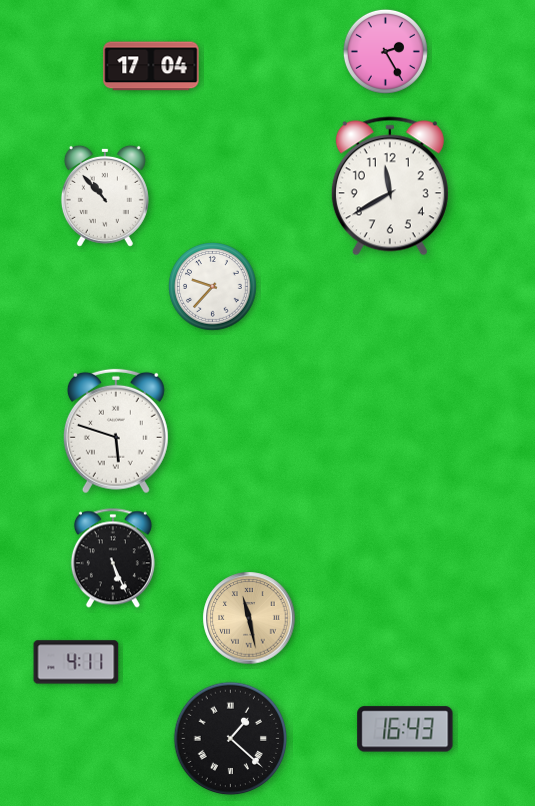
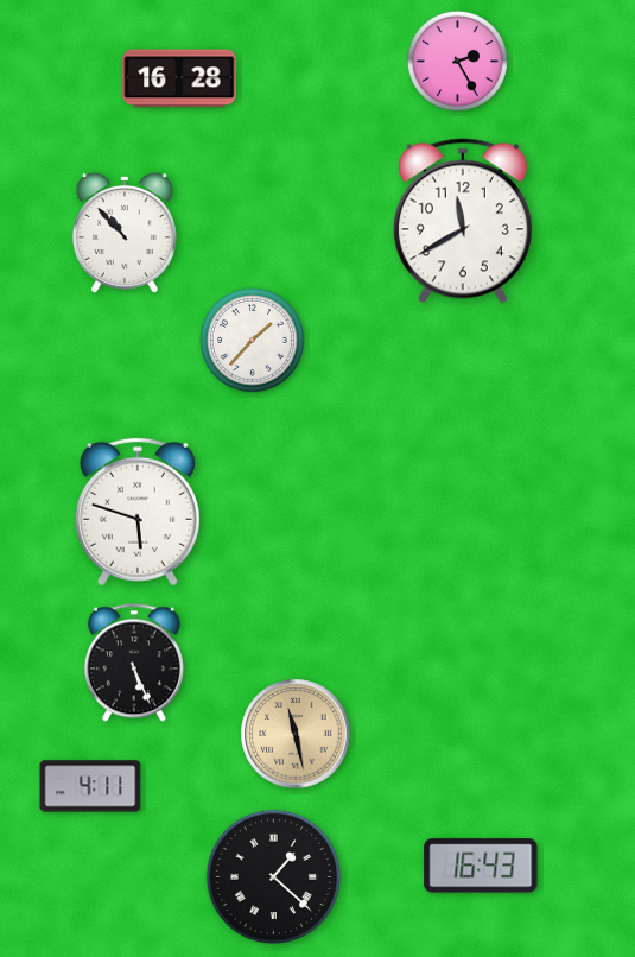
clock at (151, 66): 17:04 -> 16:28
clock at (213, 287): 9:37 -> 1:37
